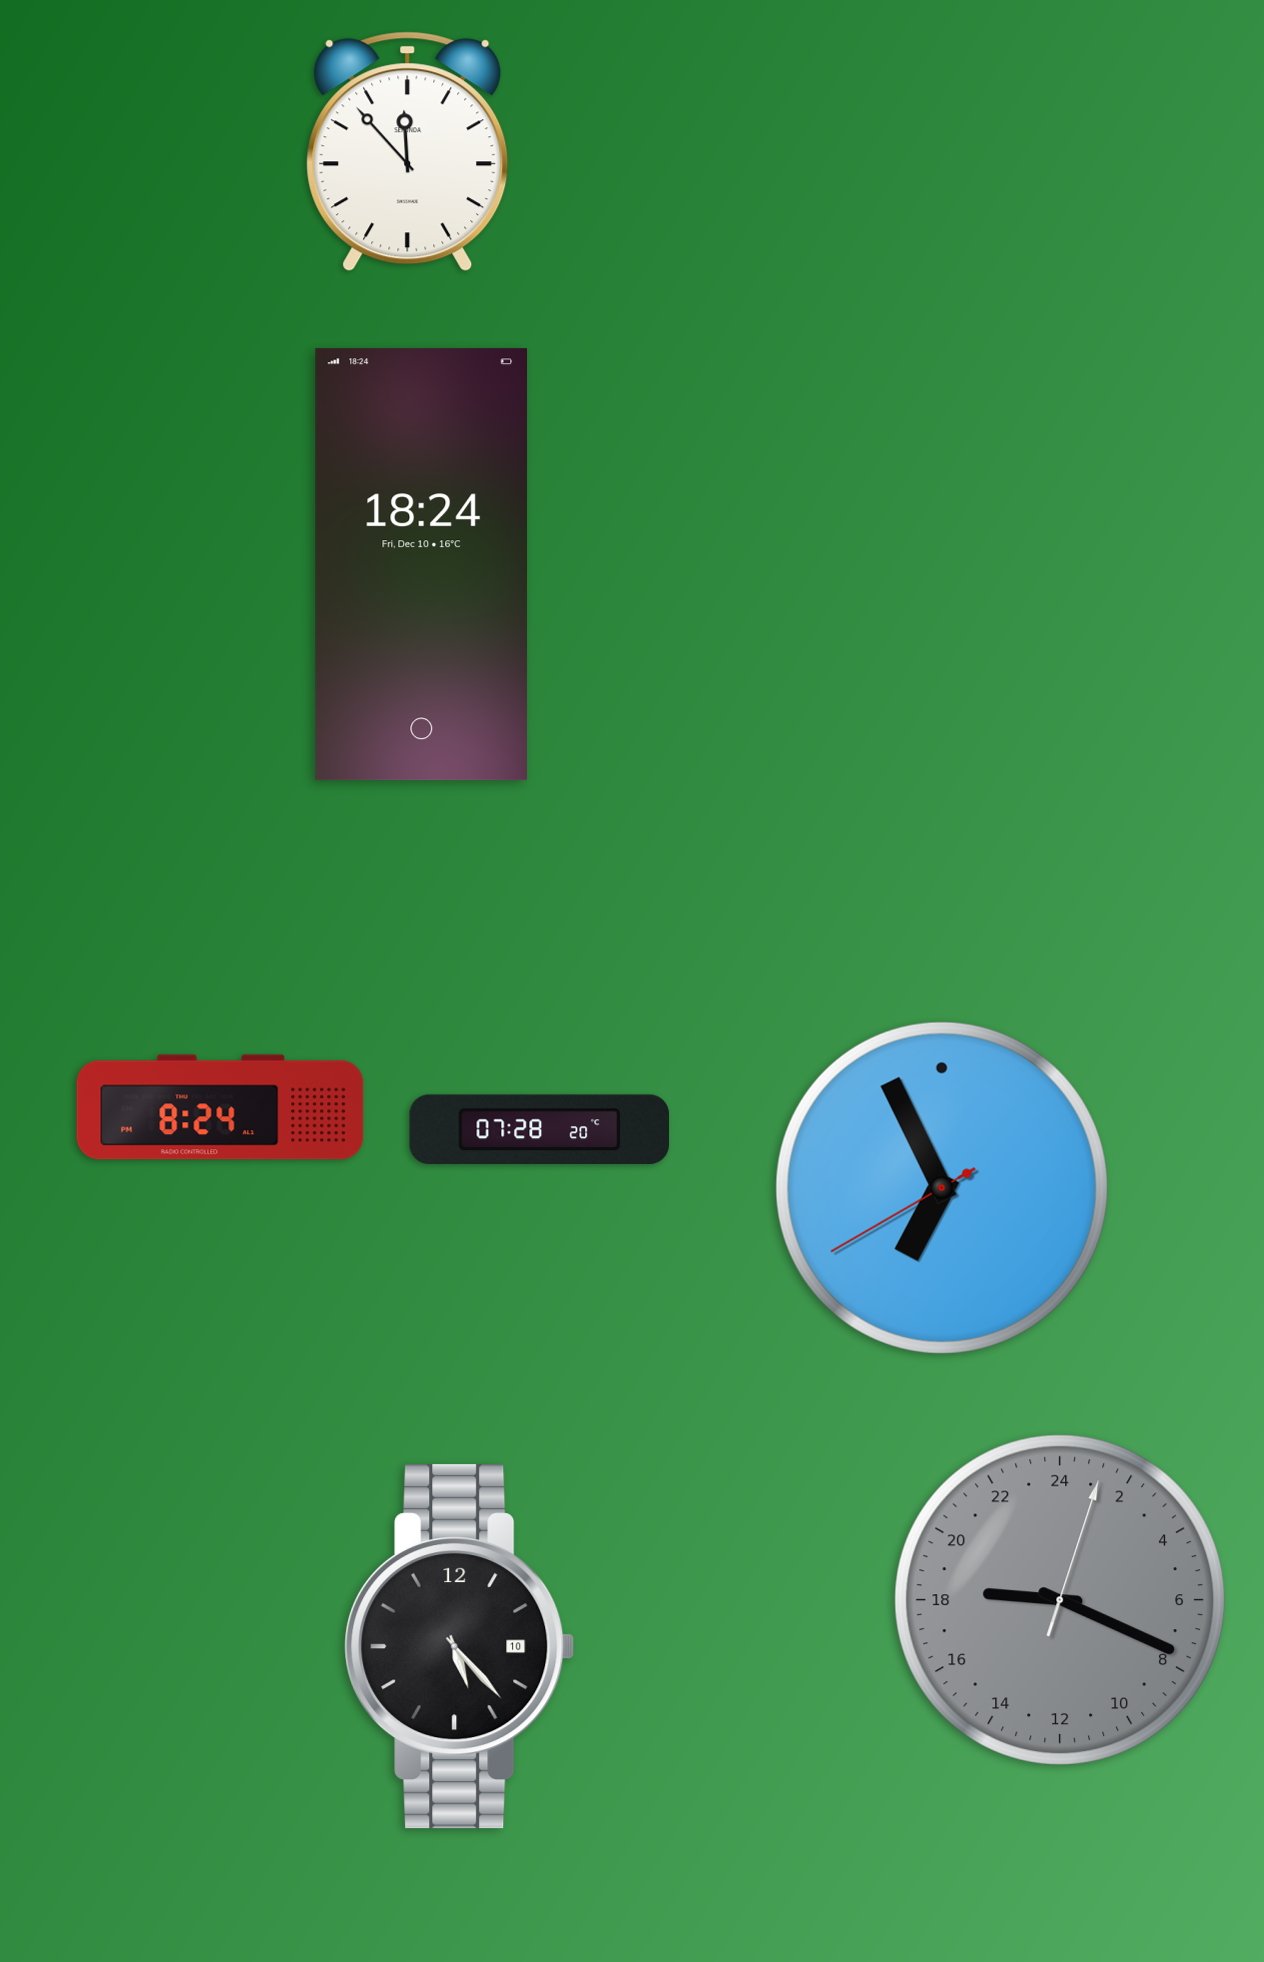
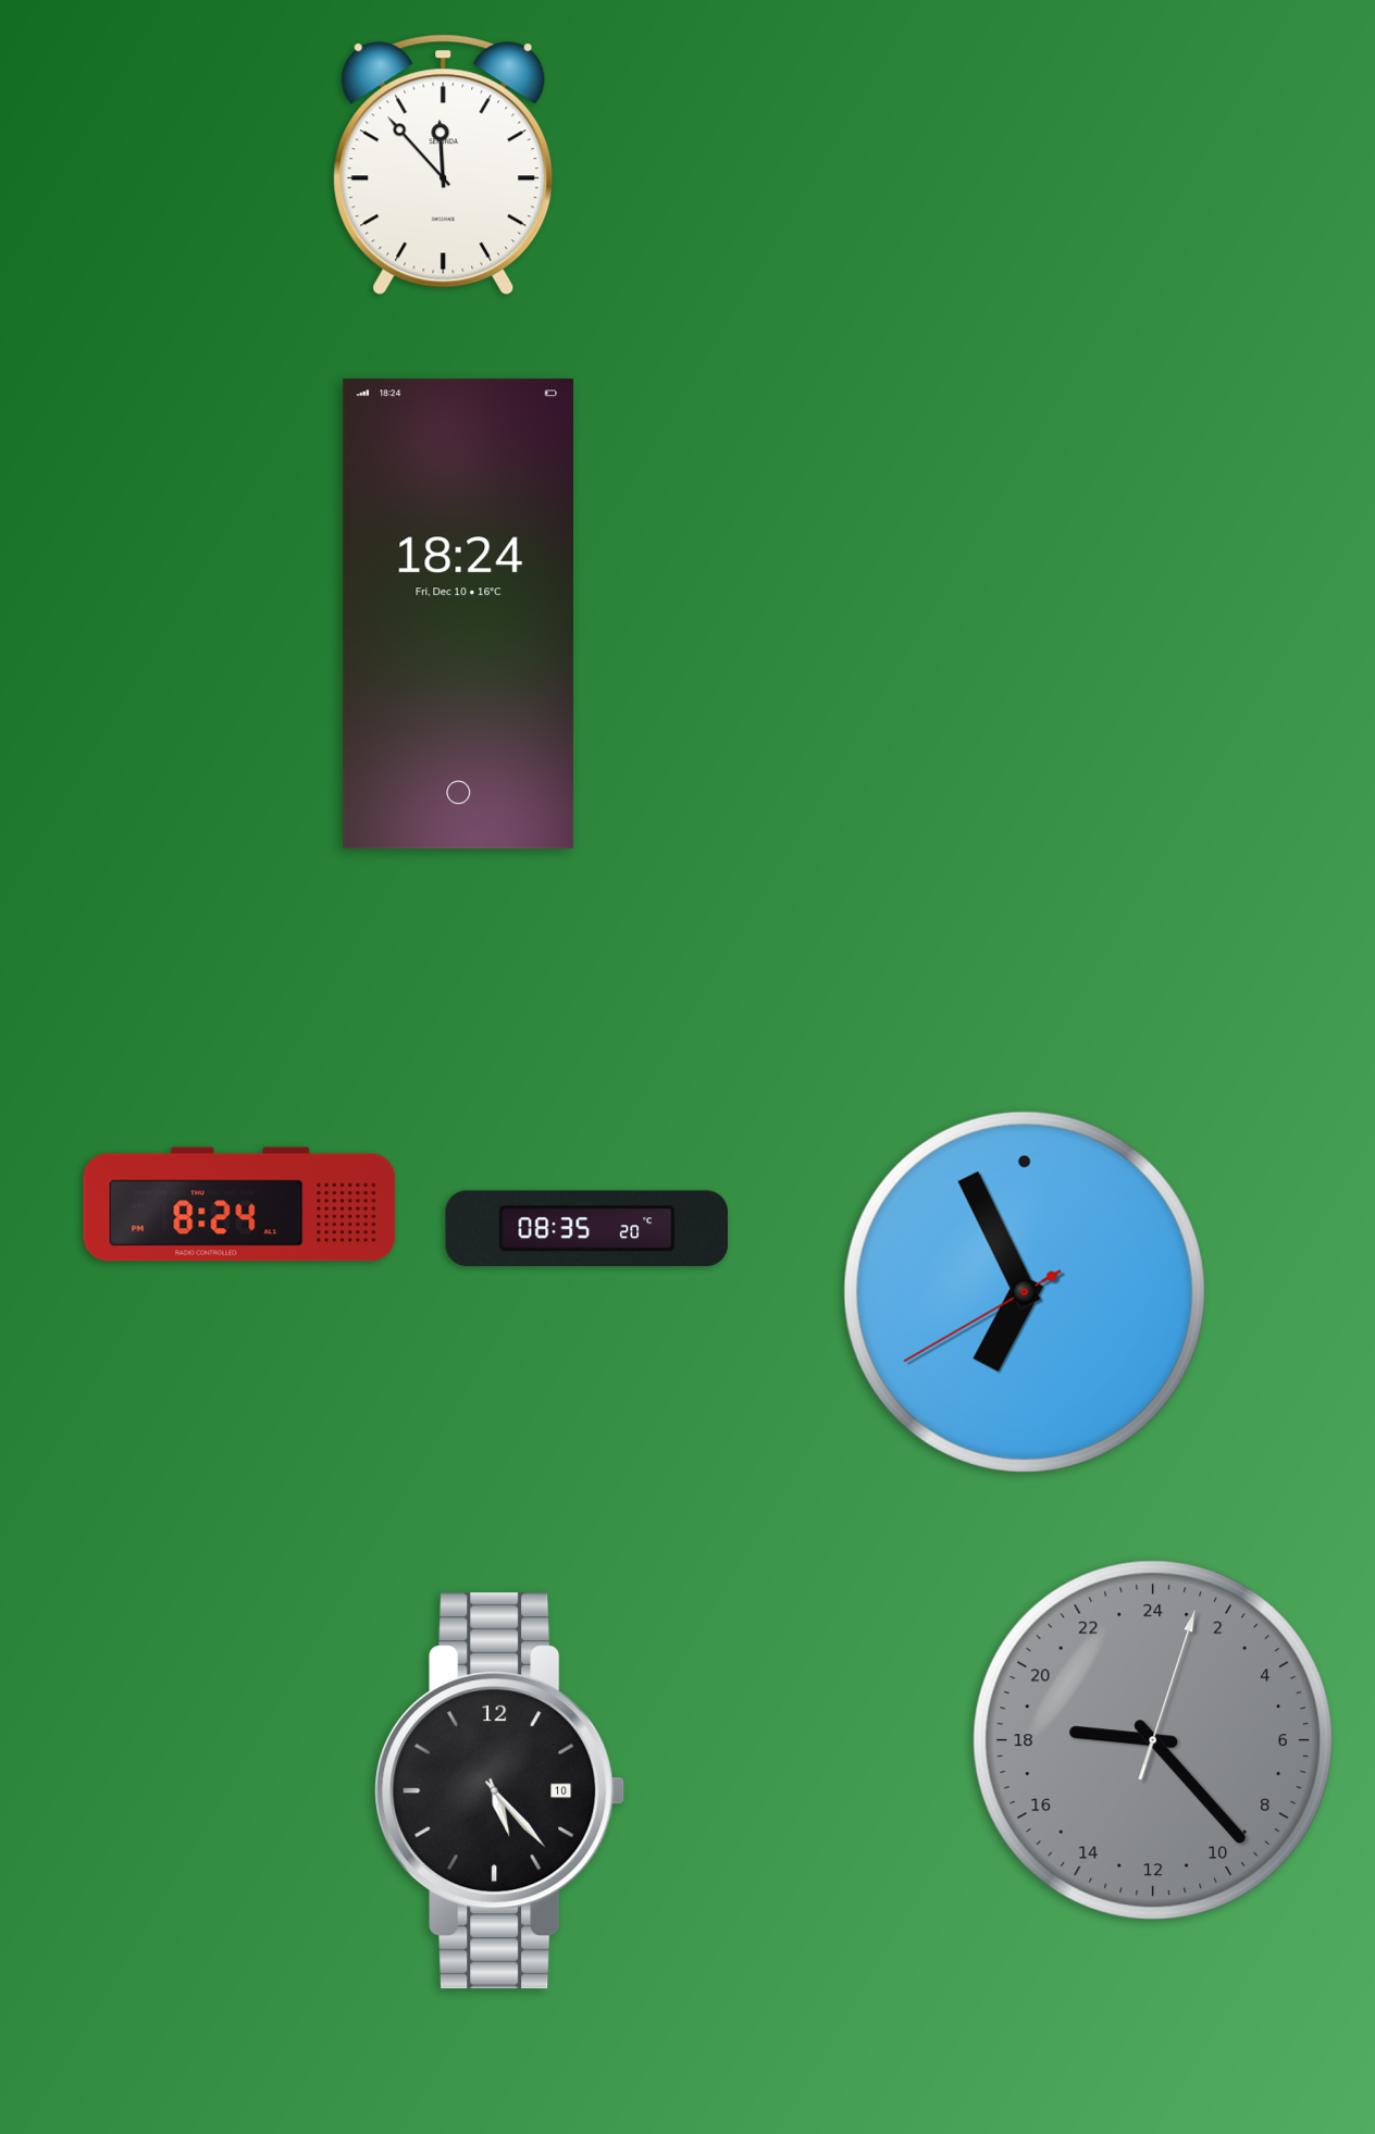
clock at (539, 1130): 07:28 -> 08:35
clock at (1060, 1600): 18:19 -> 18:23
